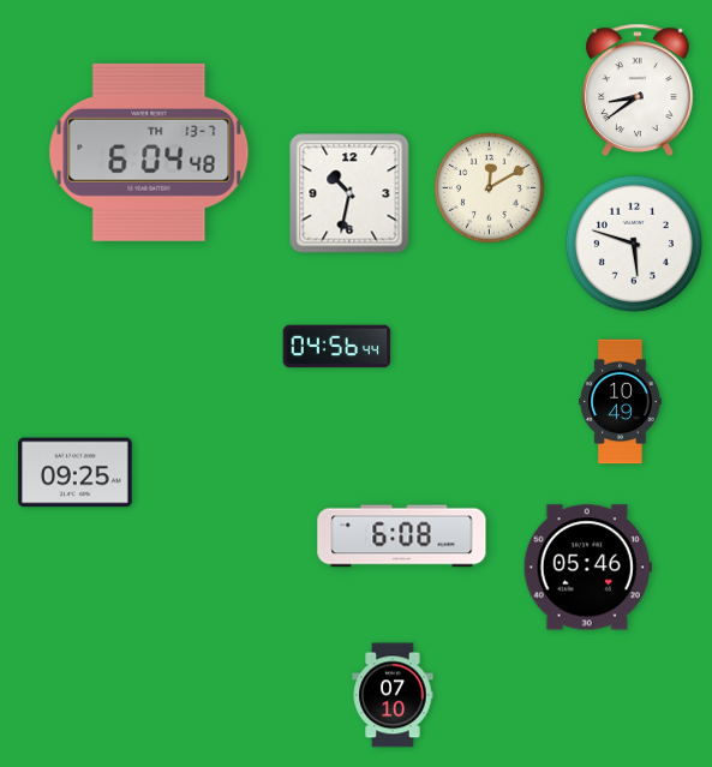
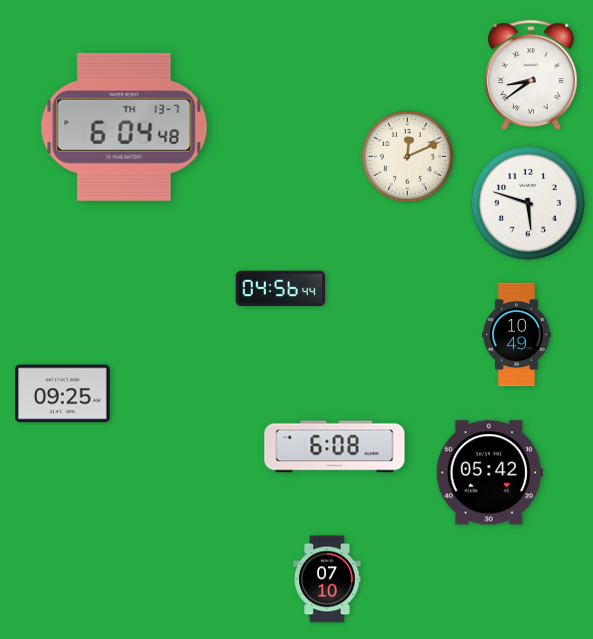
clock at (490, 188): 12:10 -> 12:11
clock at (349, 193): 10:32 -> none
clock at (587, 568): 05:46 -> 05:42
